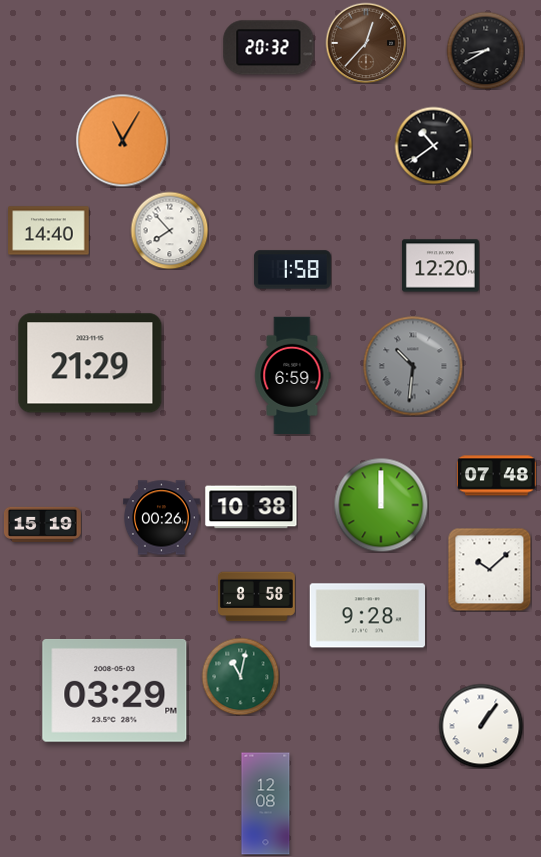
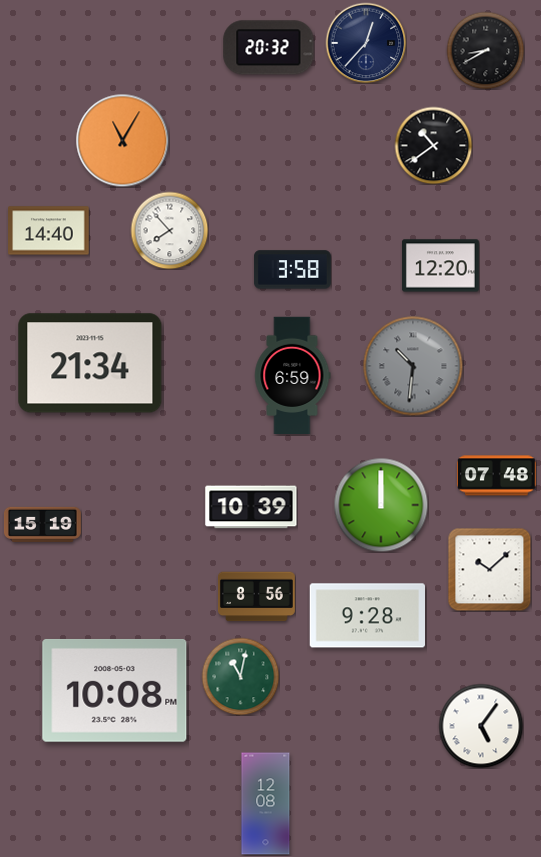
clock at (366, 43) dial: brown -> navy
clock at (293, 270): 1:58 -> 3:58
clock at (90, 363): 21:29 -> 21:34
clock at (251, 507): 10:38 -> 10:39
clock at (162, 518): 00:26 -> none
clock at (257, 597): 8:58 -> 8:56
clock at (115, 690): 03:29 -> 10:08
clock at (481, 726): 1:06 -> 5:06
